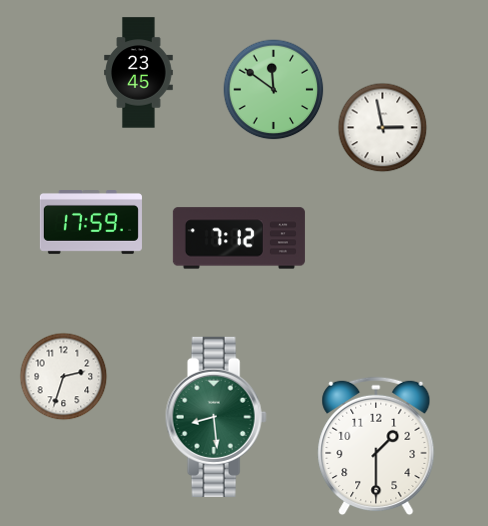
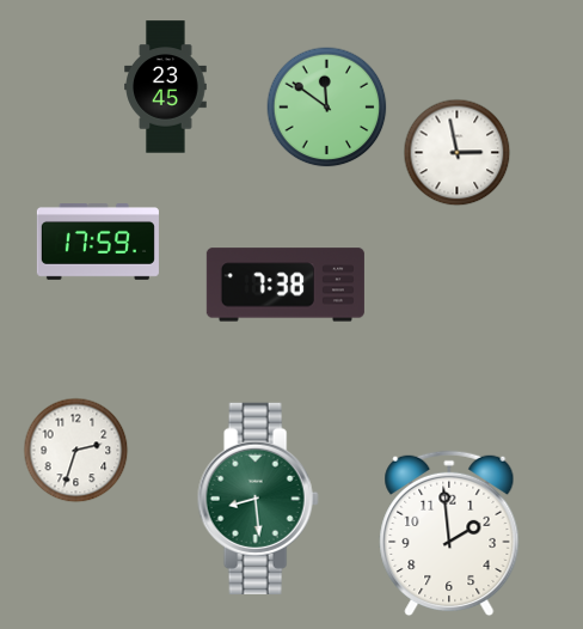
clock at (91, 223) position: (91, 223) -> (98, 243)
clock at (239, 238): 7:12 -> 7:38
clock at (376, 446): 1:30 -> 1:59
